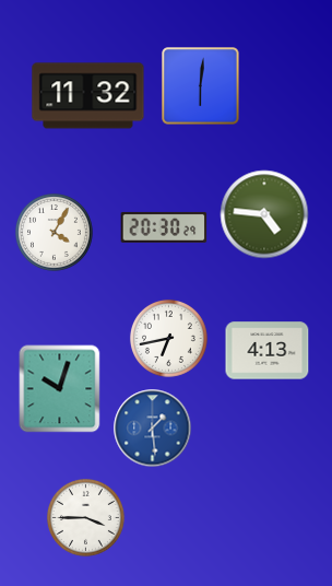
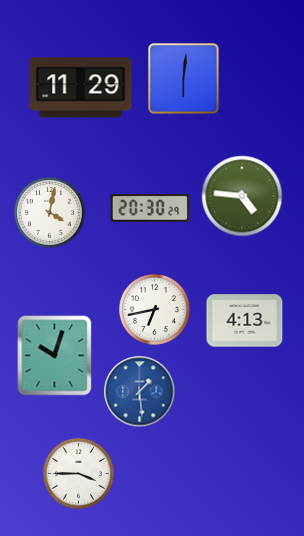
clock at (88, 96): 11:32 -> 11:29
clock at (54, 232): 4:05 -> 4:02
